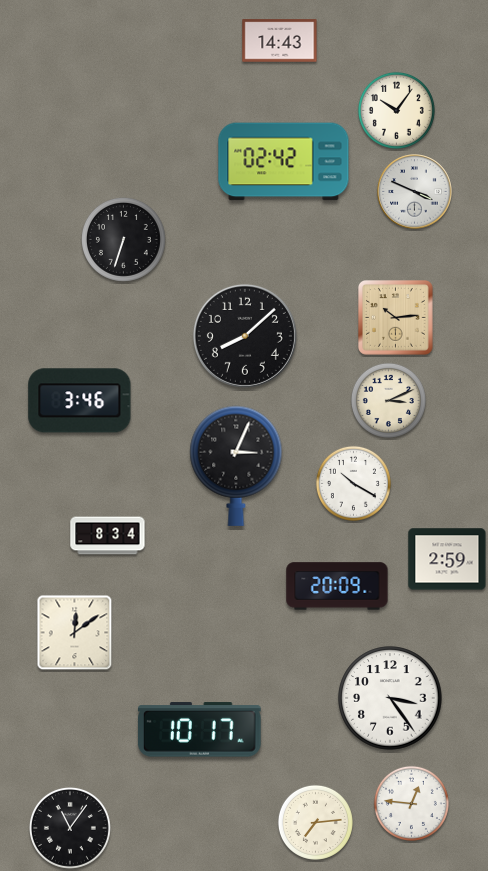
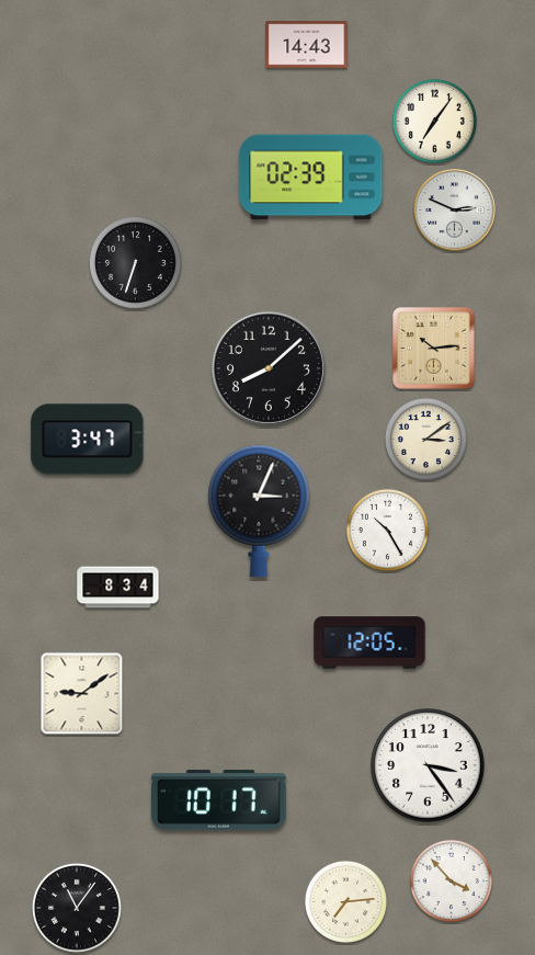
clock at (396, 110): 10:06 -> 7:06
clock at (284, 162): 02:42 -> 02:39
clock at (415, 192): 3:49 -> 2:49
clock at (388, 400): 3:11 -> 3:09
clock at (80, 401): 3:46 -> 3:47
clock at (353, 483): 10:20 -> 10:25
clock at (447, 559): 2:59 -> none
clock at (337, 586): 20:09 -> 12:05
clock at (75, 633): 12:09 -> 9:09
clock at (411, 803): 12:46 -> 3:53
